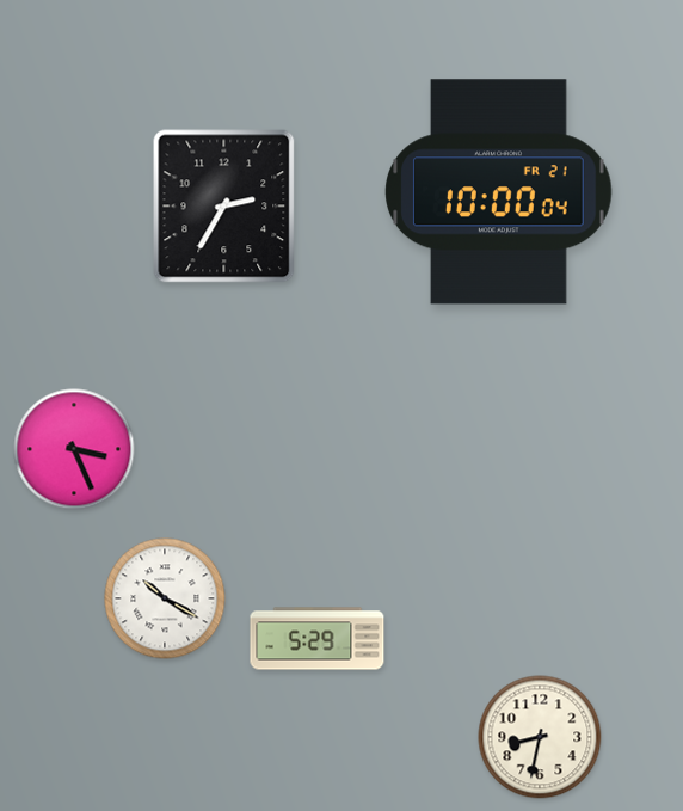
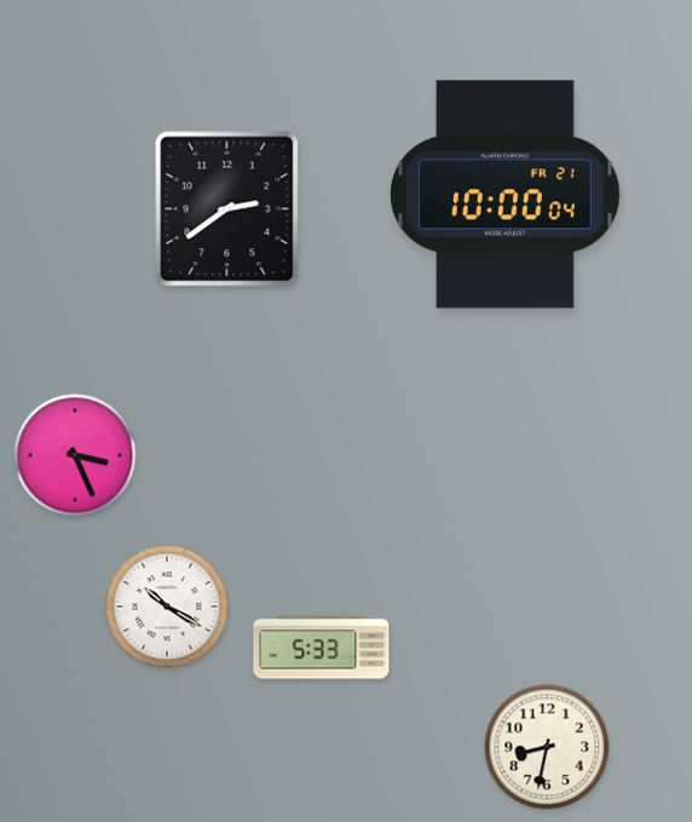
clock at (224, 207): 2:35 -> 2:39
clock at (318, 639): 5:29 -> 5:33
